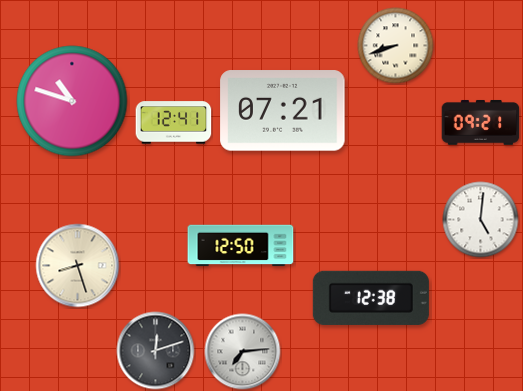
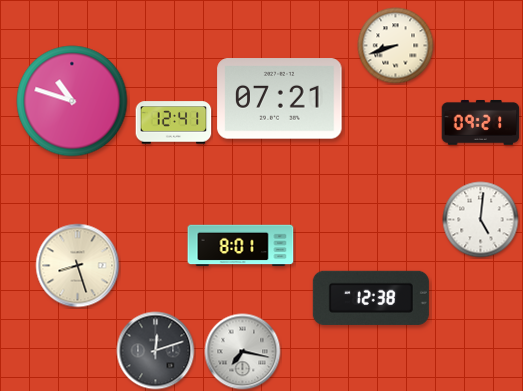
clock at (283, 111) position: (283, 111) -> (280, 99)
clock at (241, 246): 12:50 -> 8:01
clock at (243, 352): 7:14 -> 7:17
